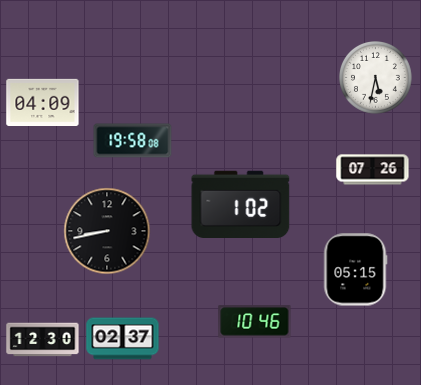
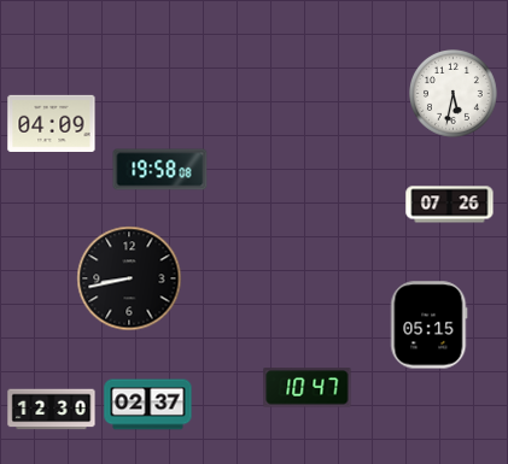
clock at (241, 204): 1:02 -> none
clock at (255, 322): 10:46 -> 10:47
clock at (123, 339) position: (123, 339) -> (148, 405)
